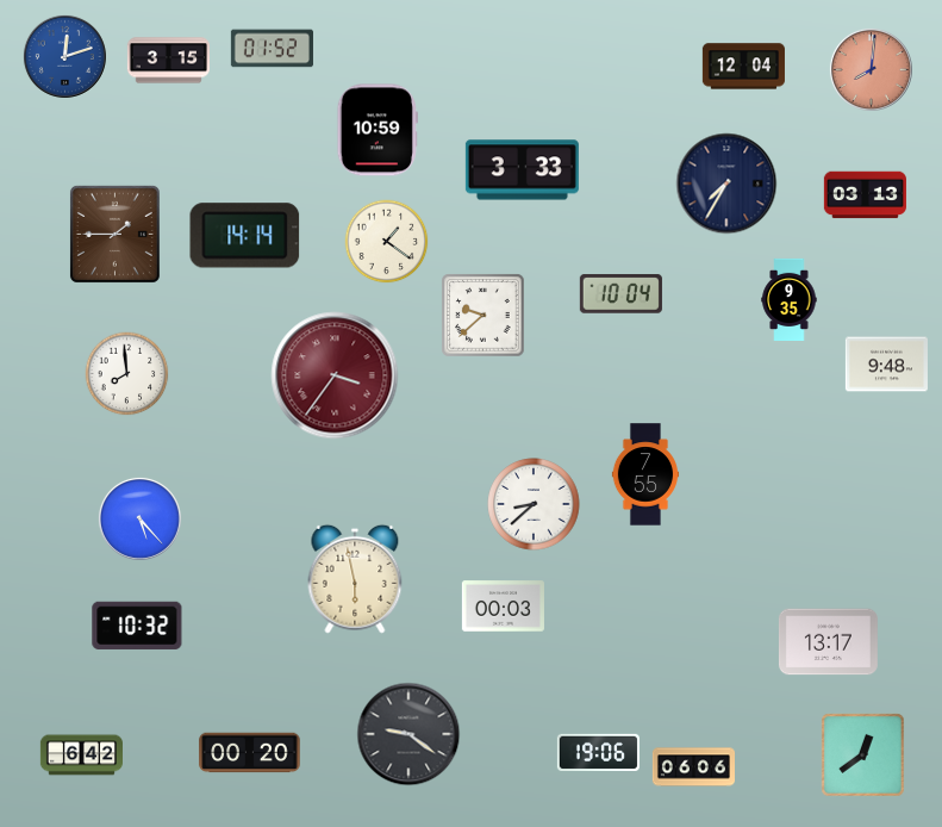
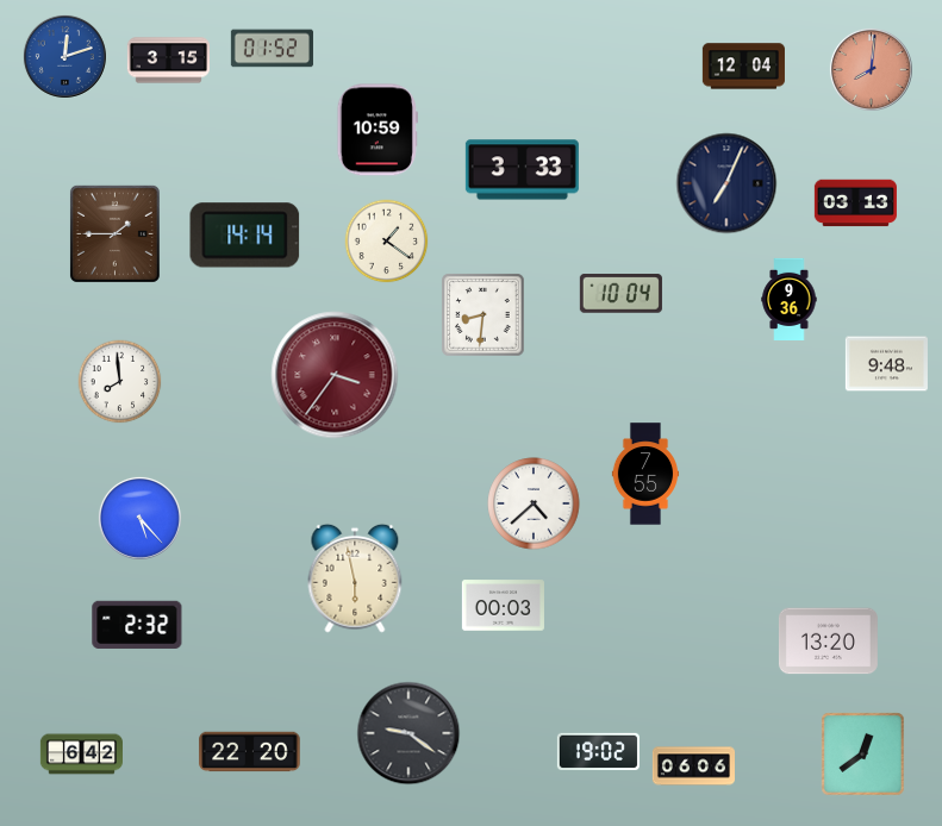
clock at (726, 184): 7:35 -> 7:04
clock at (865, 195) position: (865, 195) -> (855, 204)
clock at (790, 299): 9:35 -> 9:36
clock at (484, 316): 9:38 -> 8:31
clock at (127, 374) position: (127, 374) -> (120, 382)
clock at (534, 504): 8:38 -> 4:38
clock at (137, 626): 10:32 -> 2:32
clock at (828, 642): 13:17 -> 13:20
clock at (598, 752): 19:06 -> 19:02
clock at (250, 753): 00:20 -> 22:20
